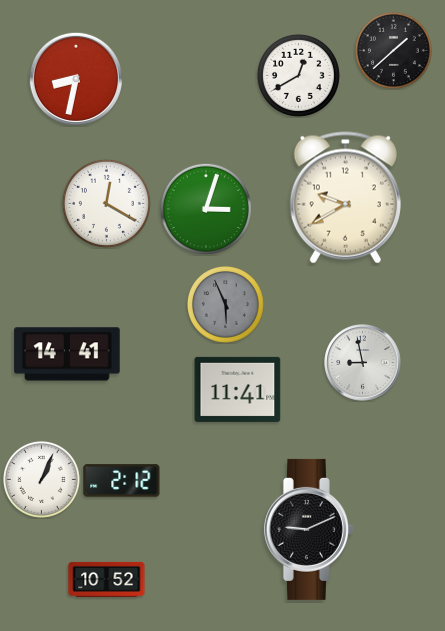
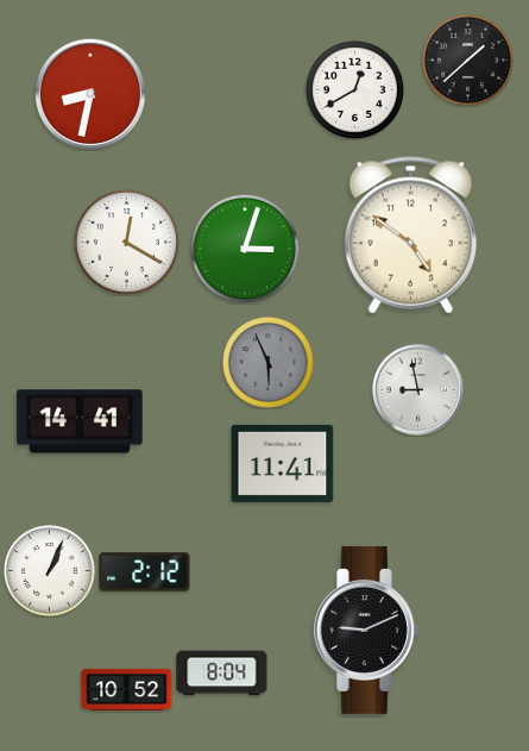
clock at (345, 198): 9:40 -> 4:51
clock at (363, 363) position: (363, 363) -> (418, 390)
clock at (222, 674): none -> 8:04
